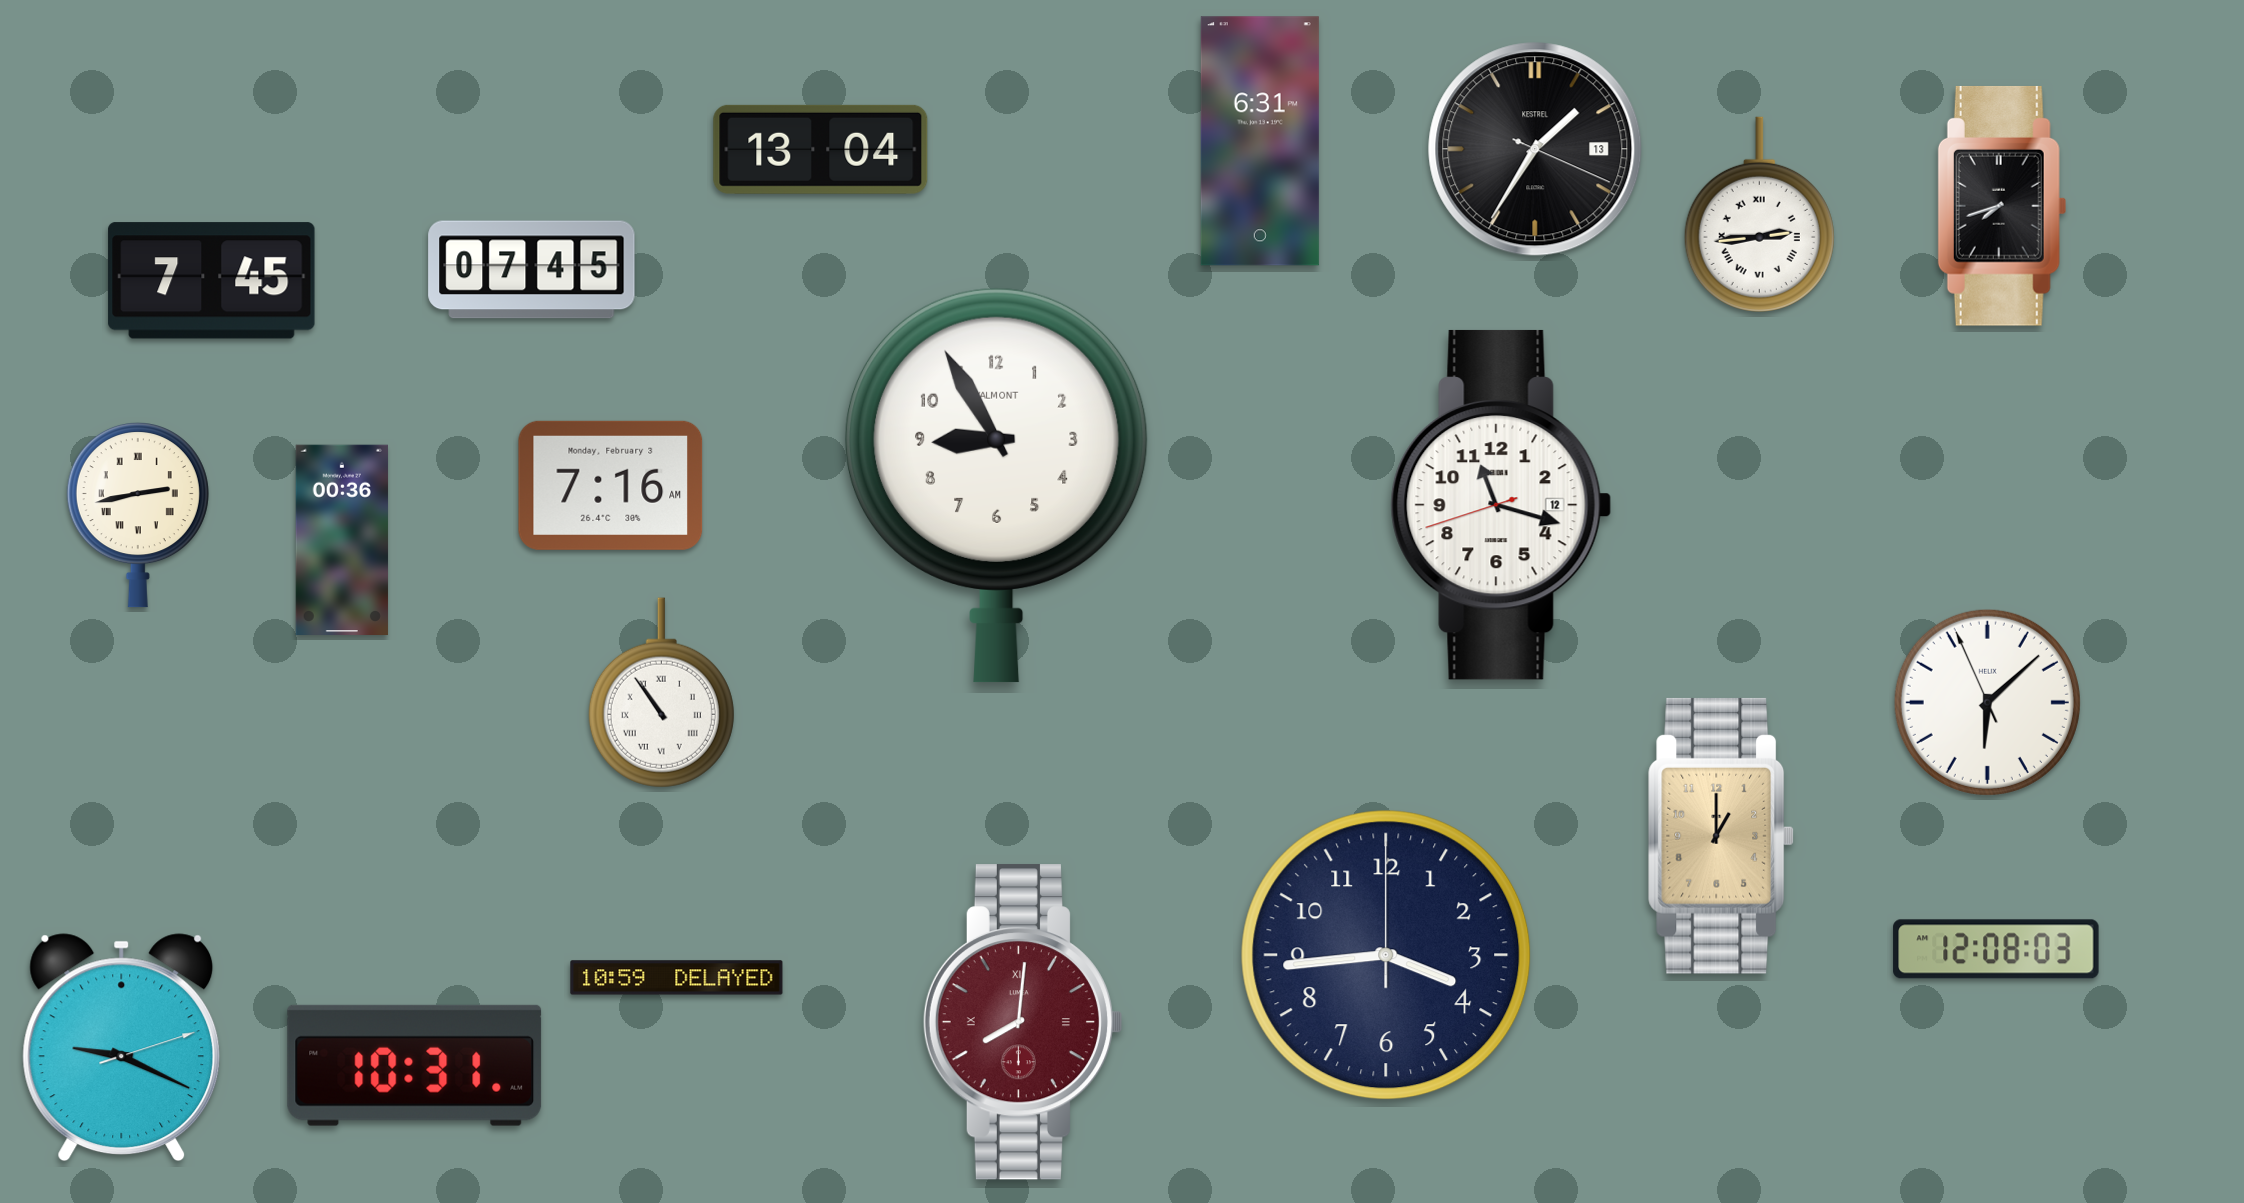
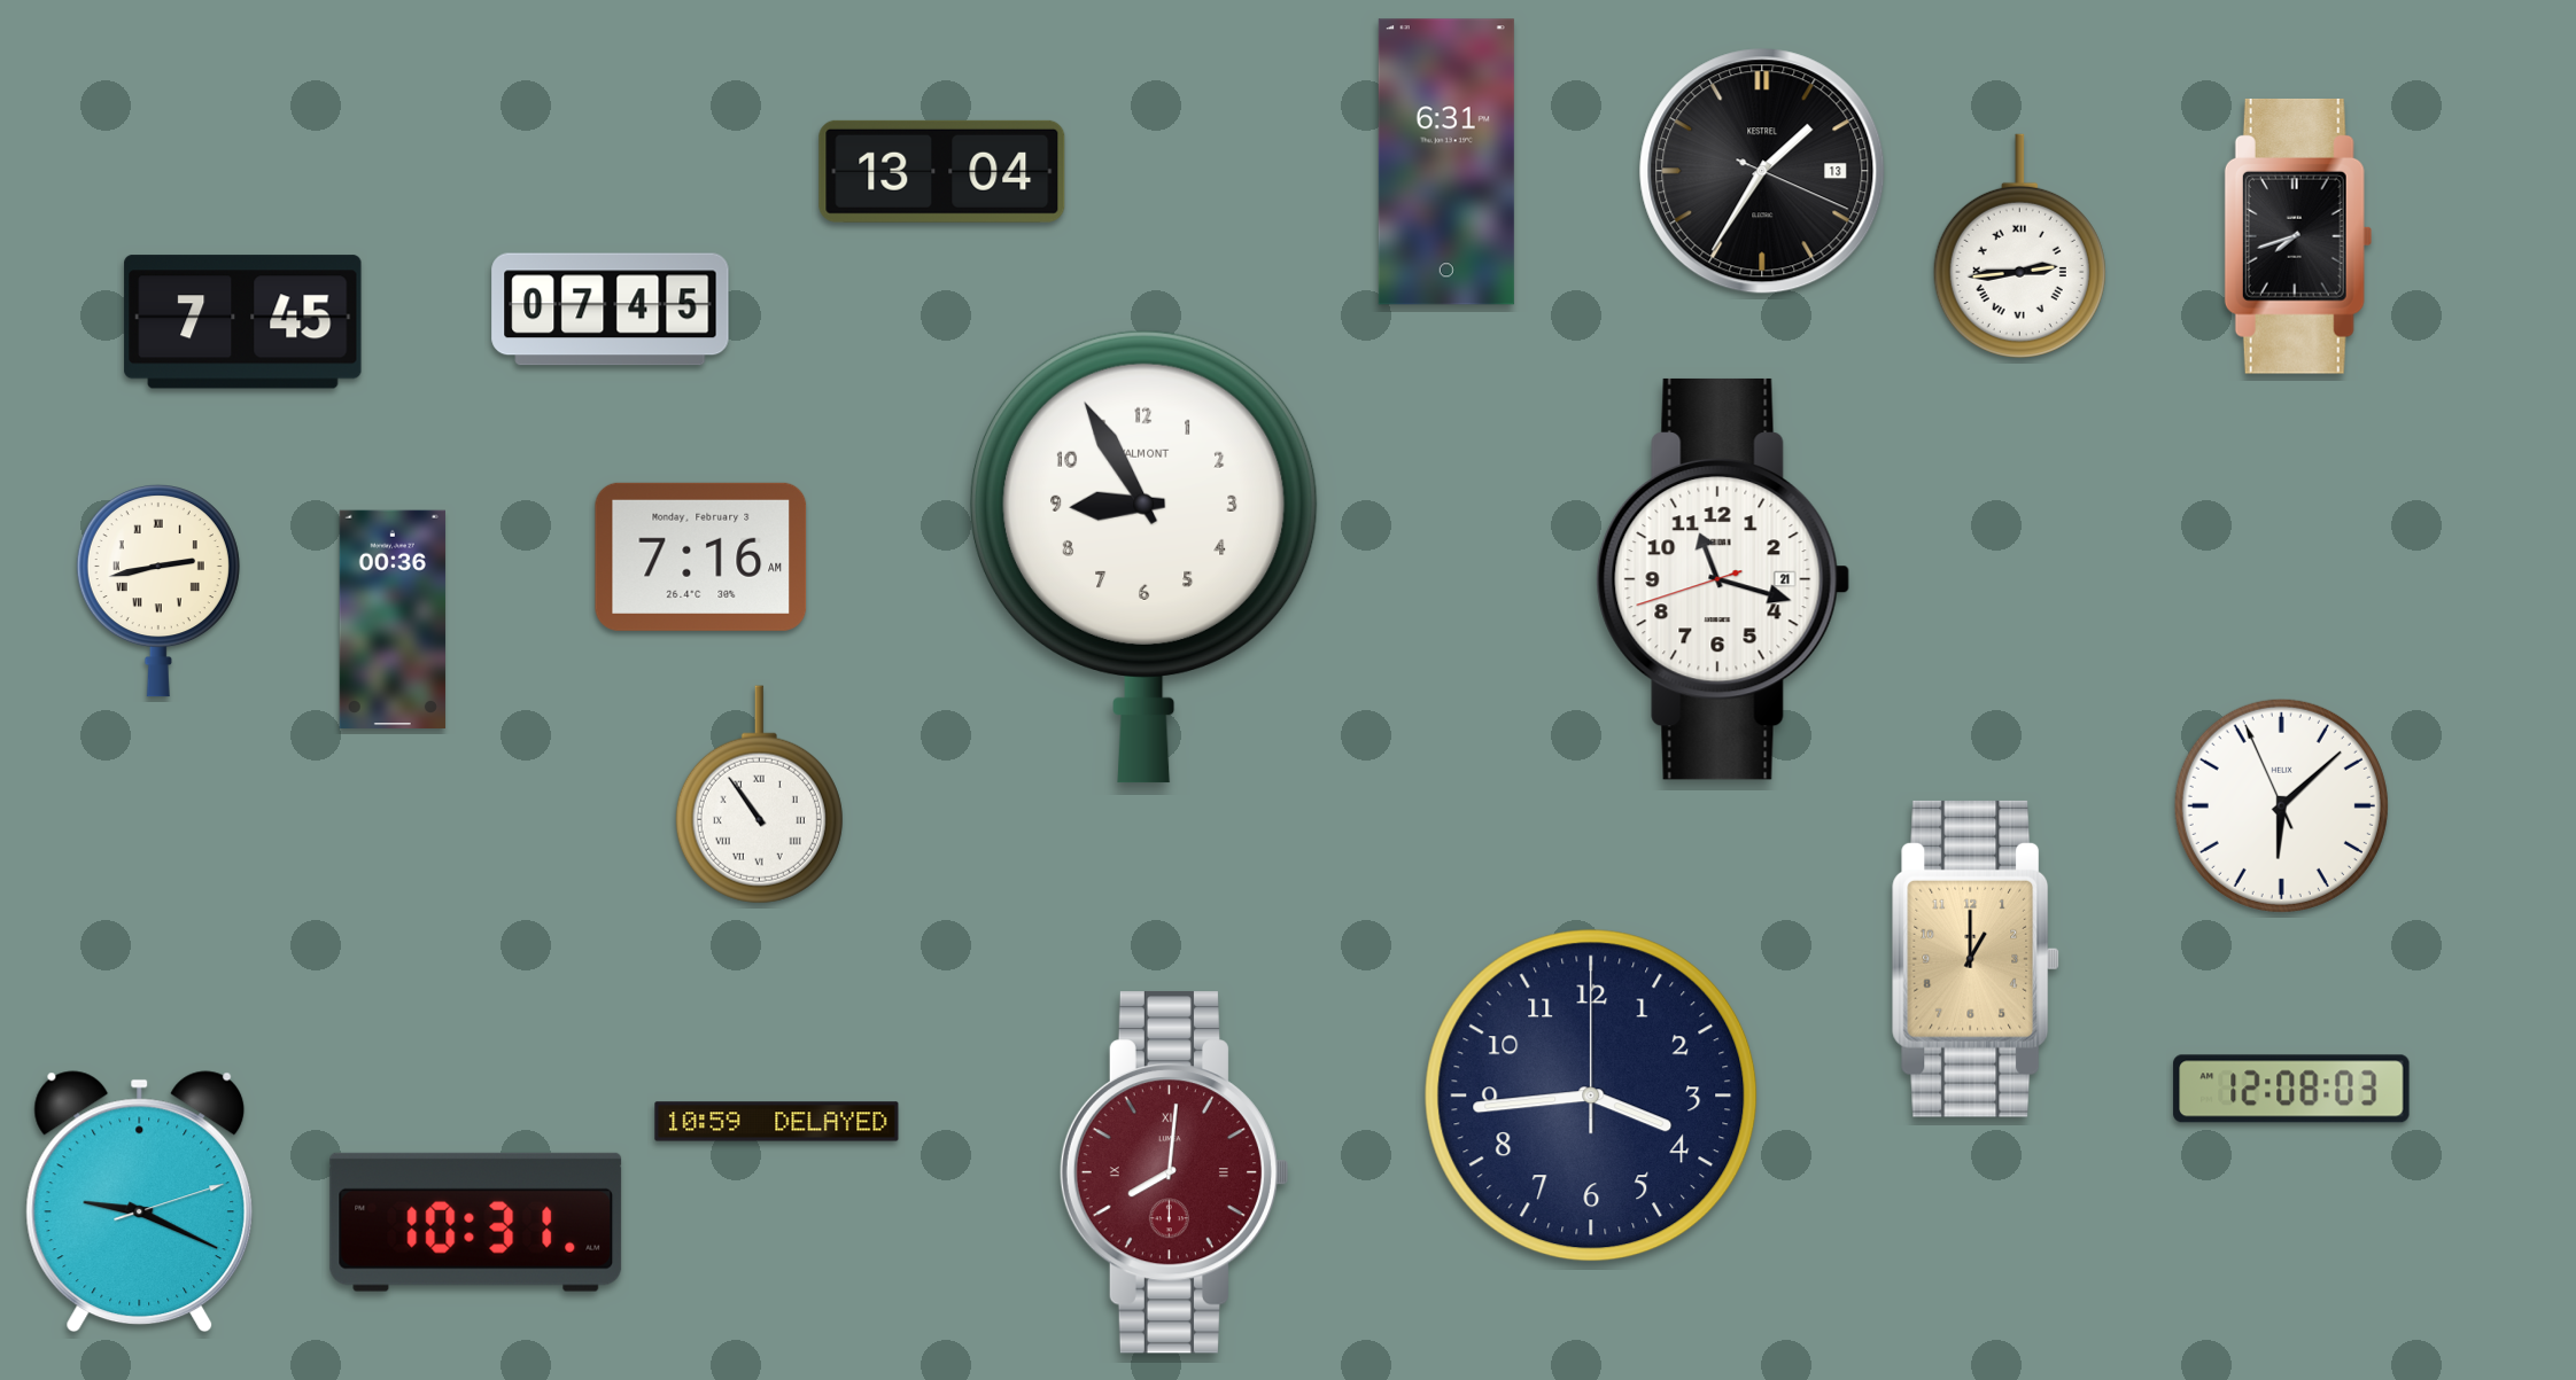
clock at (1501, 505) date: 12 -> 21
